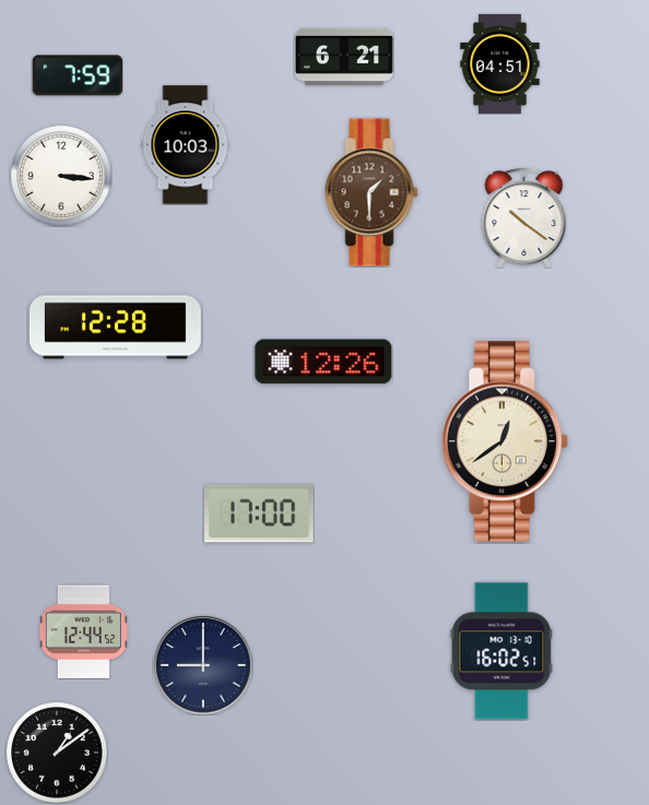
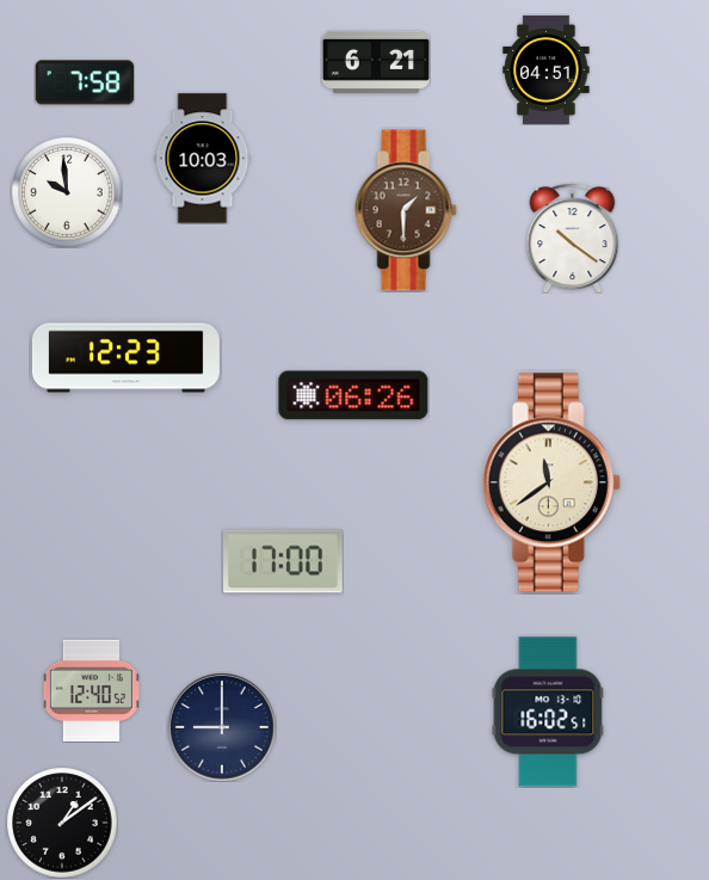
clock at (78, 75): 7:59 -> 7:58
clock at (61, 176): 3:16 -> 9:59
clock at (115, 328): 12:28 -> 12:23
clock at (323, 362): 12:26 -> 06:26
clock at (505, 441): 12:39 -> 11:39
clock at (83, 631): 12:44 -> 12:40
